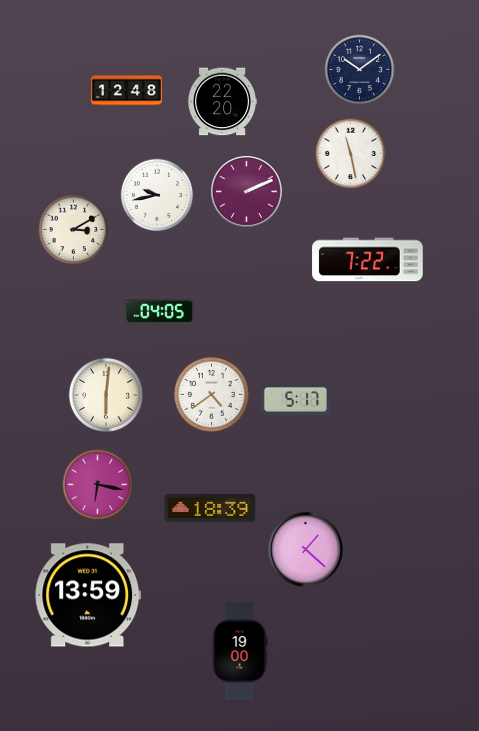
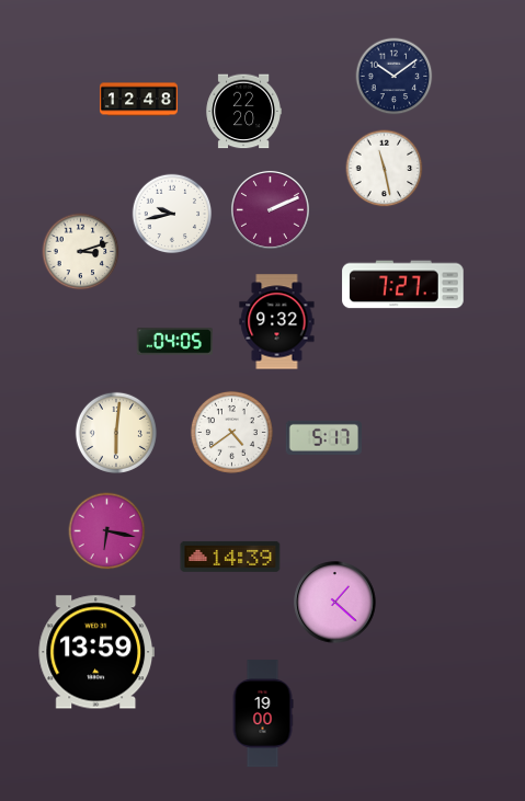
clock at (74, 230): 3:10 -> 3:12
clock at (368, 260): 7:22 -> 7:27
clock at (277, 322): none -> 9:32
clock at (210, 508): 18:39 -> 14:39
